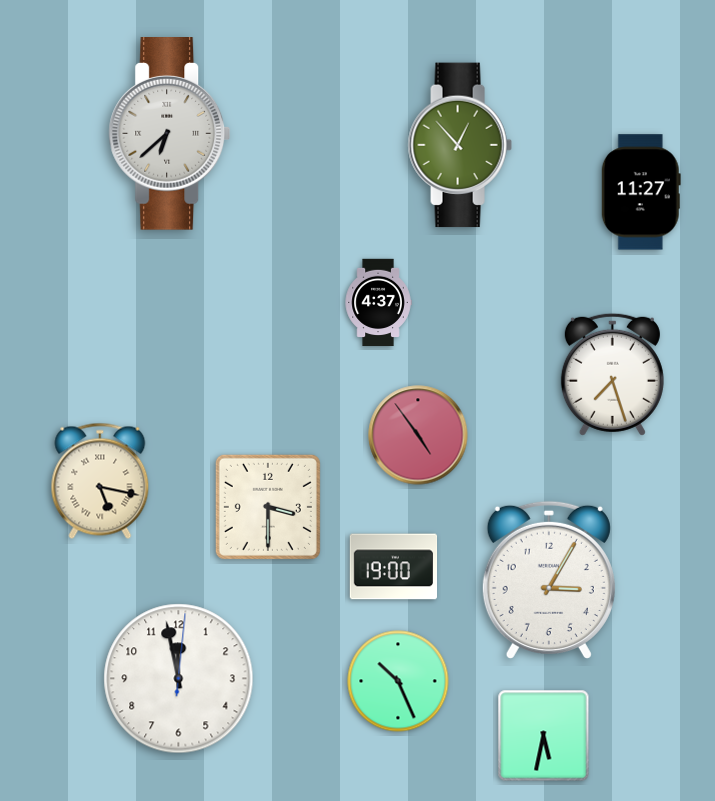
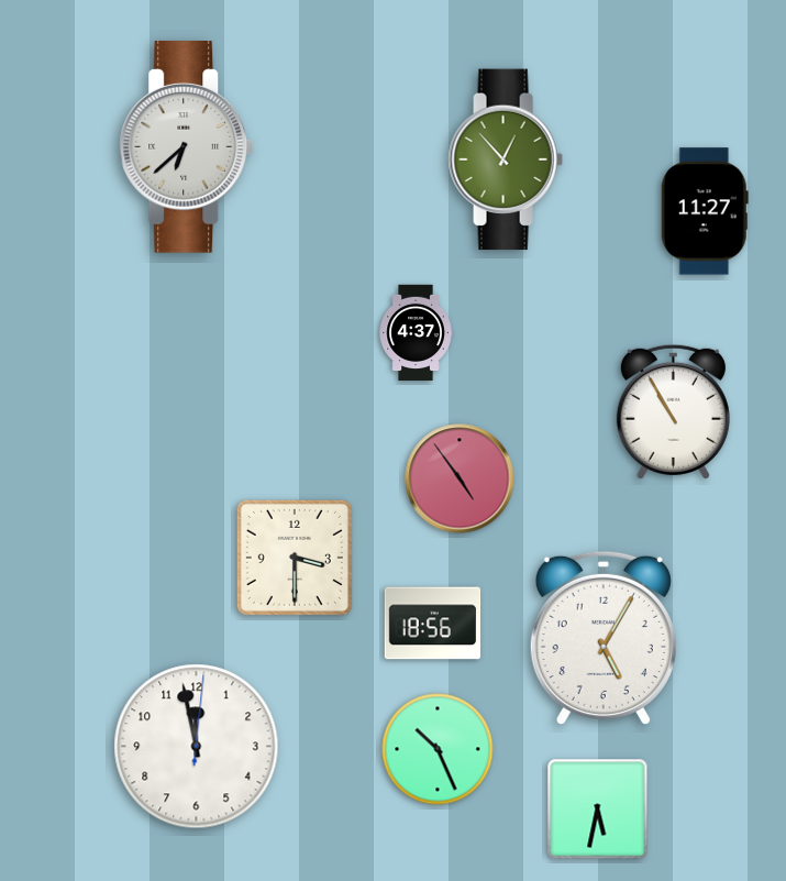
clock at (612, 374): 7:27 -> 10:55
clock at (100, 481): 5:17 -> none
clock at (394, 567): 19:00 -> 18:56
clock at (549, 580): 3:05 -> 5:05
